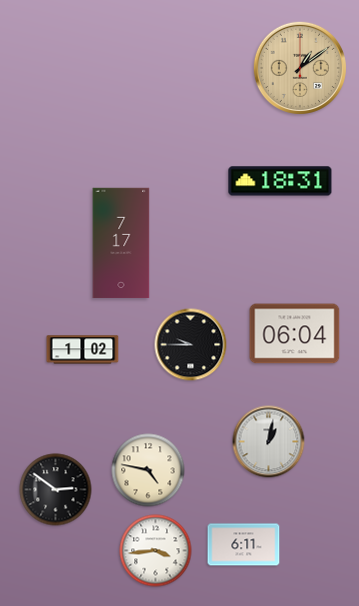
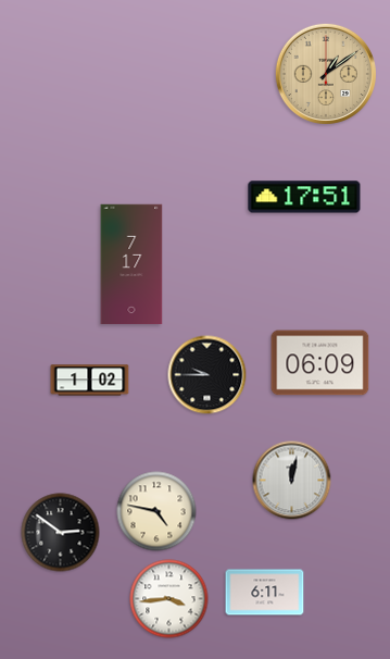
clock at (280, 181): 18:31 -> 17:51
clock at (295, 334): 06:04 -> 06:09
clock at (269, 442): 1:02 -> 12:02
clock at (148, 470) position: (148, 470) -> (156, 511)
